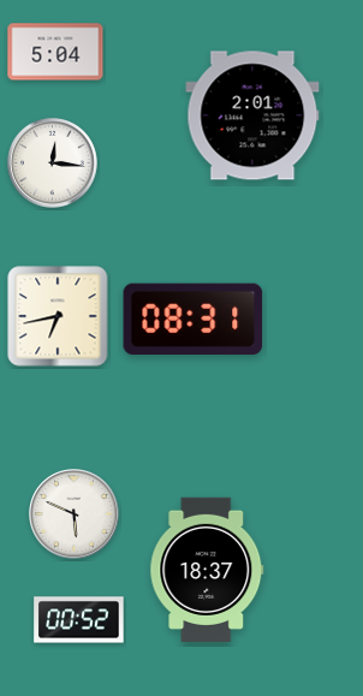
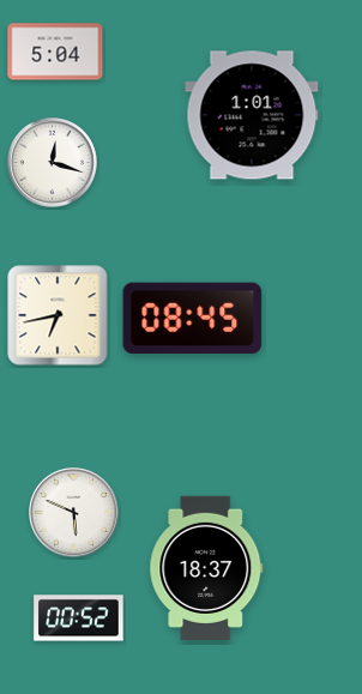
clock at (252, 115): 2:01 -> 1:01
clock at (53, 163): 12:16 -> 12:18
clock at (194, 319): 08:31 -> 08:45
